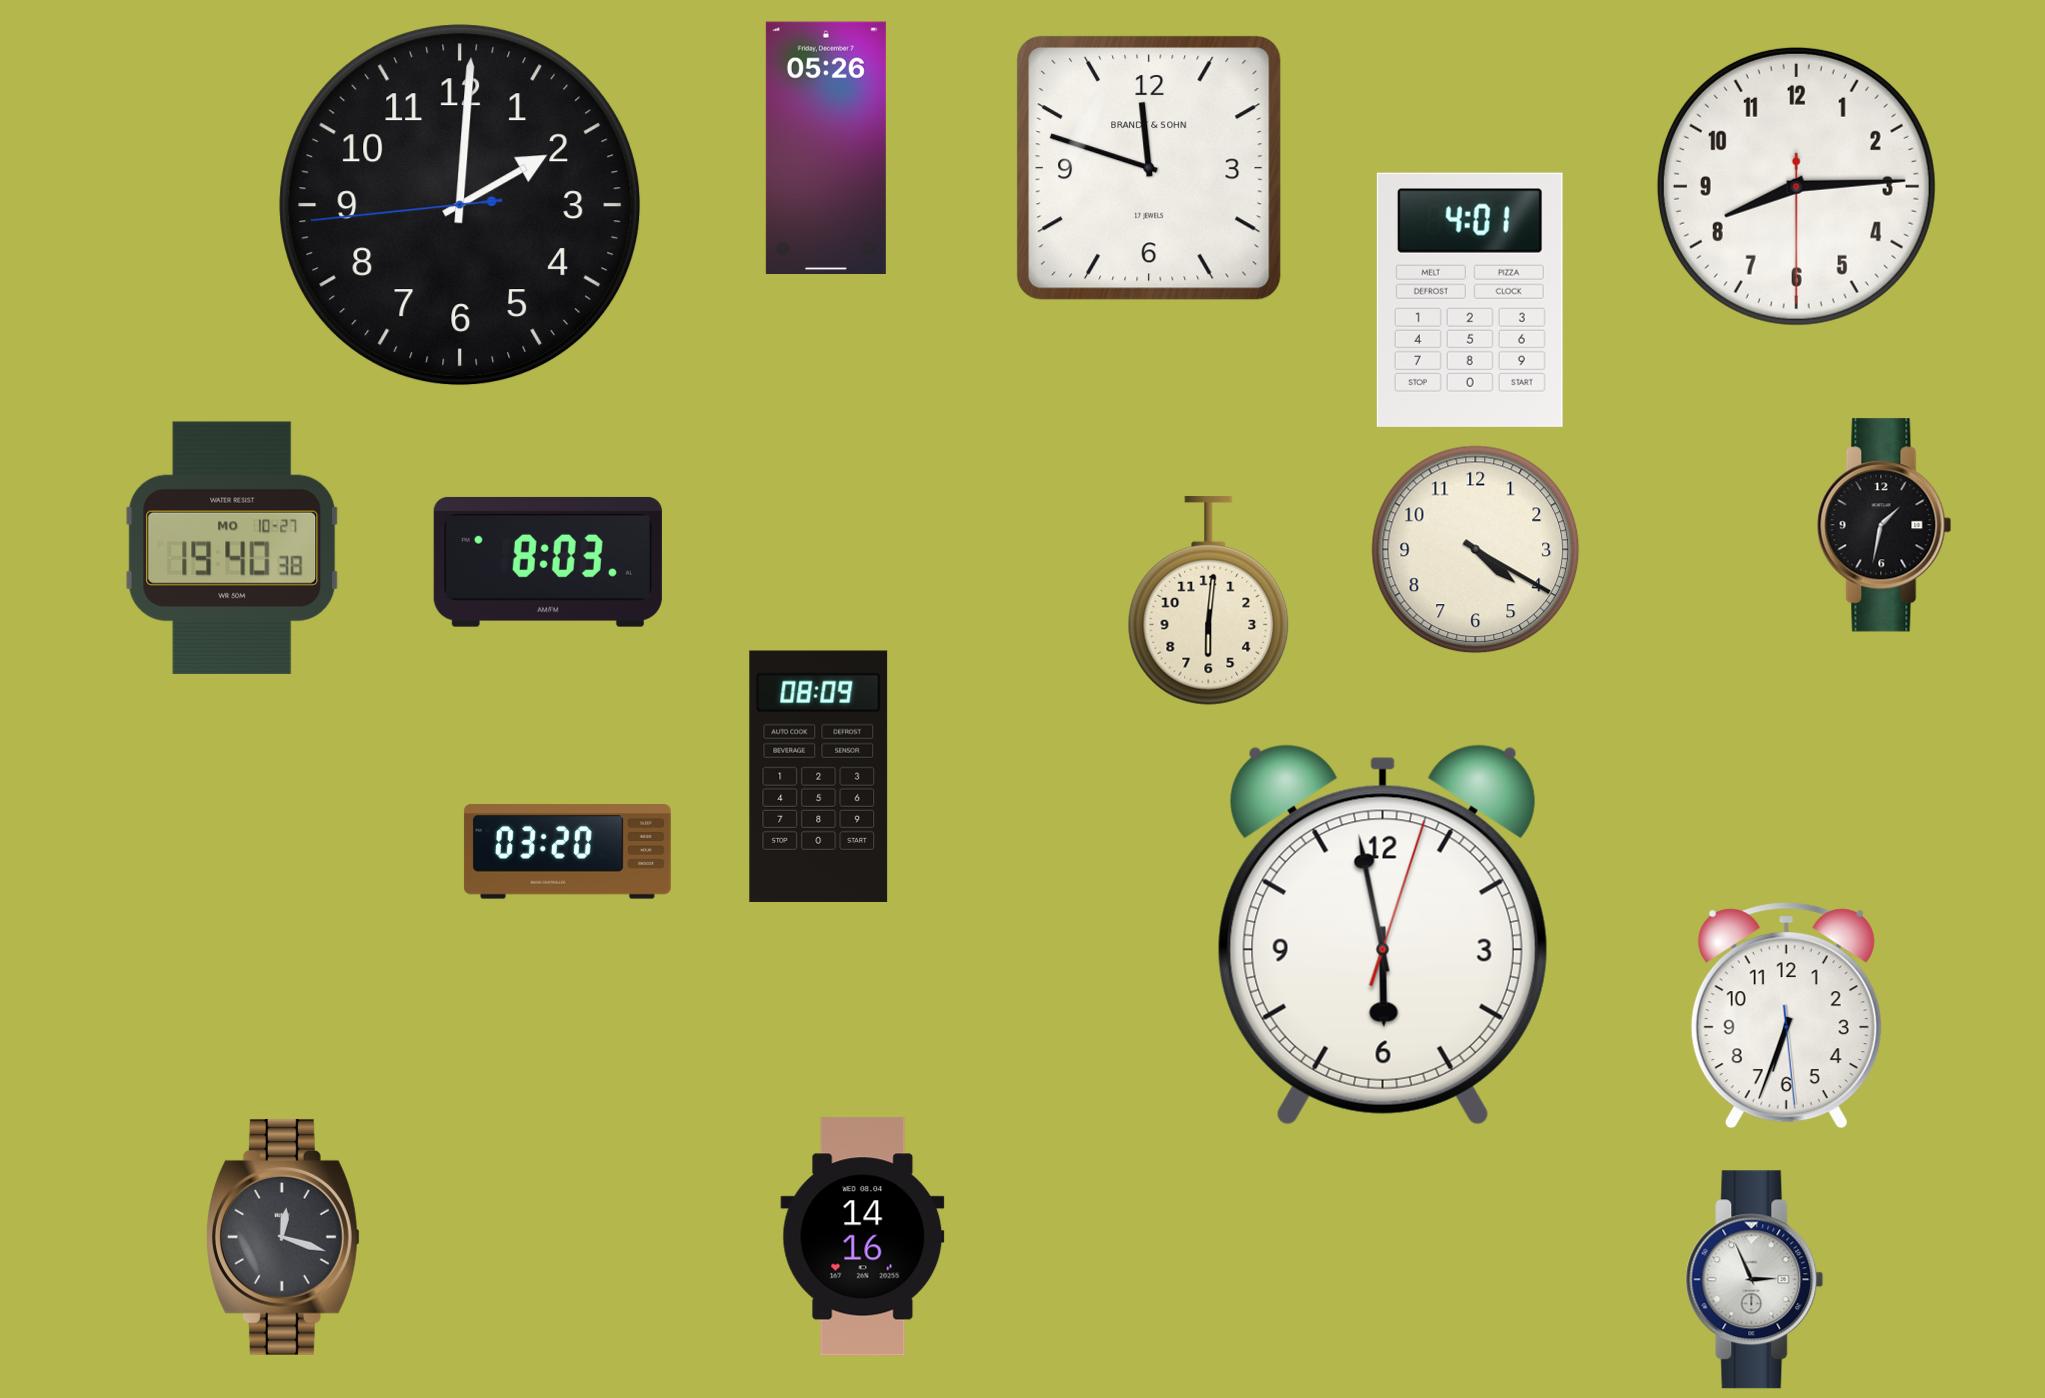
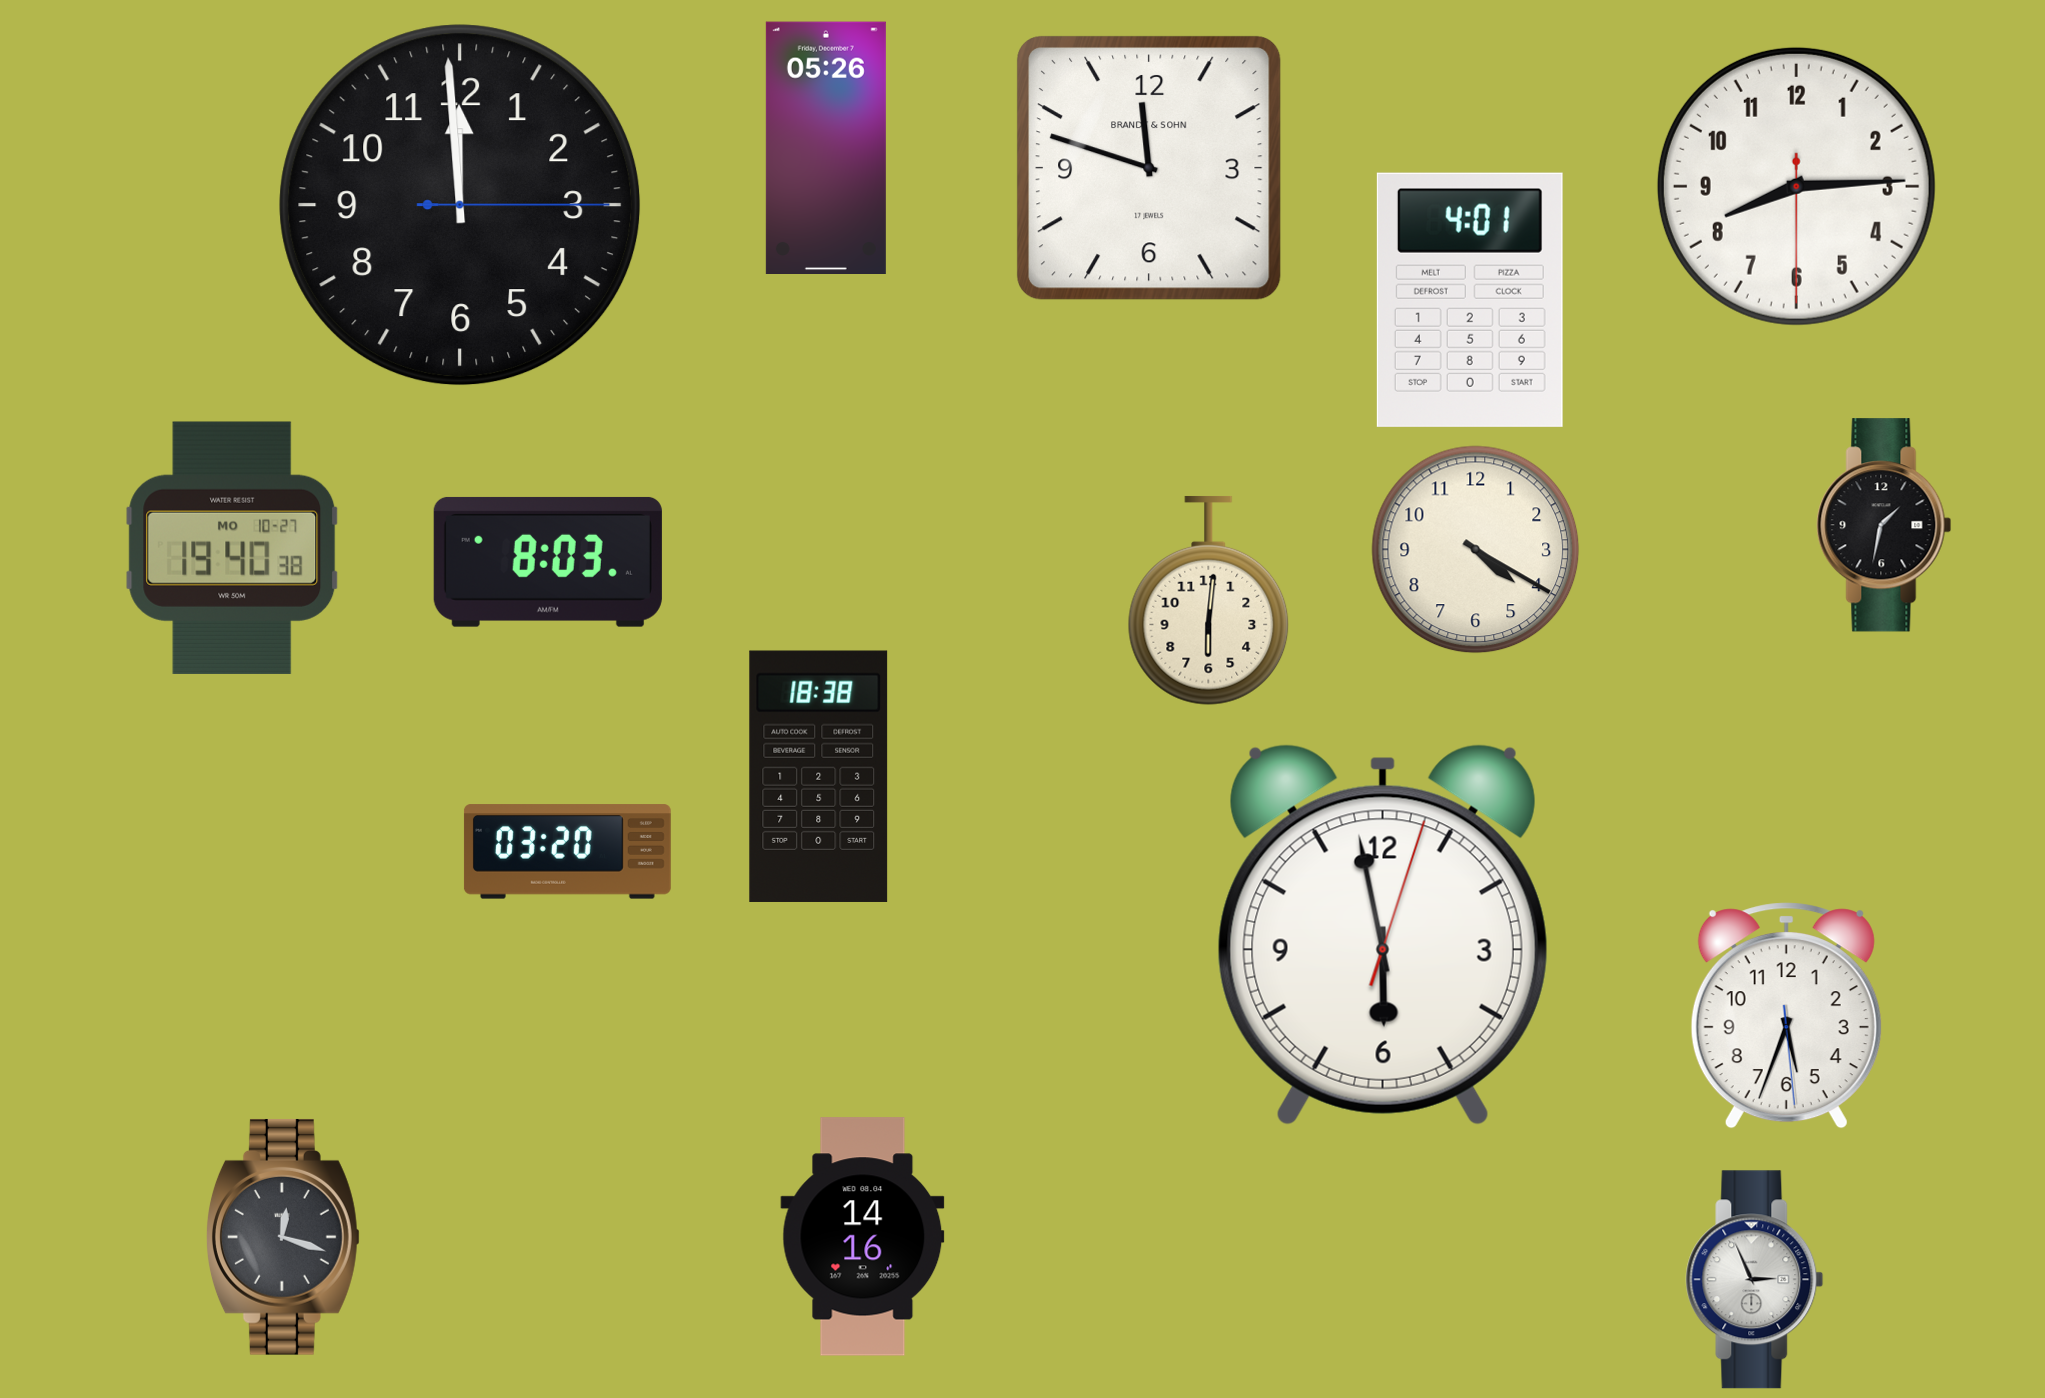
clock at (460, 205): 2:00 -> 11:59
clock at (819, 776): 08:09 -> 18:38
clock at (1786, 1016): 6:33 -> 5:33
